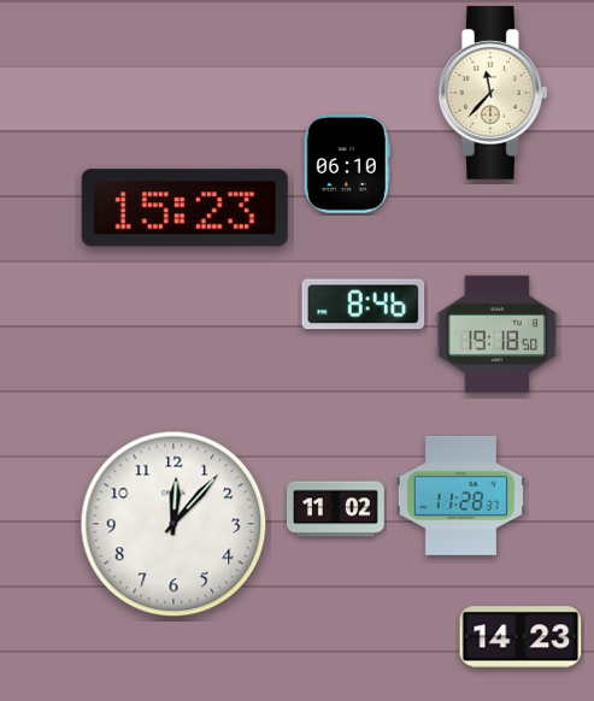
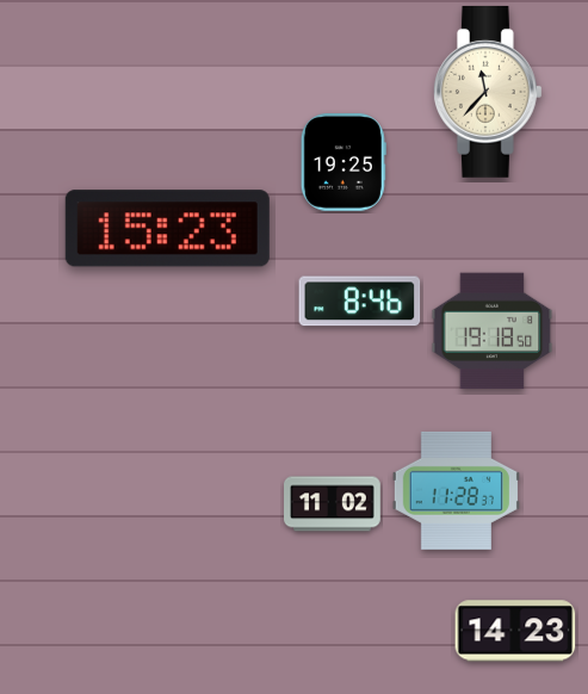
clock at (347, 164): 06:10 -> 19:25
clock at (184, 208) position: (184, 208) -> (167, 229)
clock at (174, 524): 12:07 -> none
